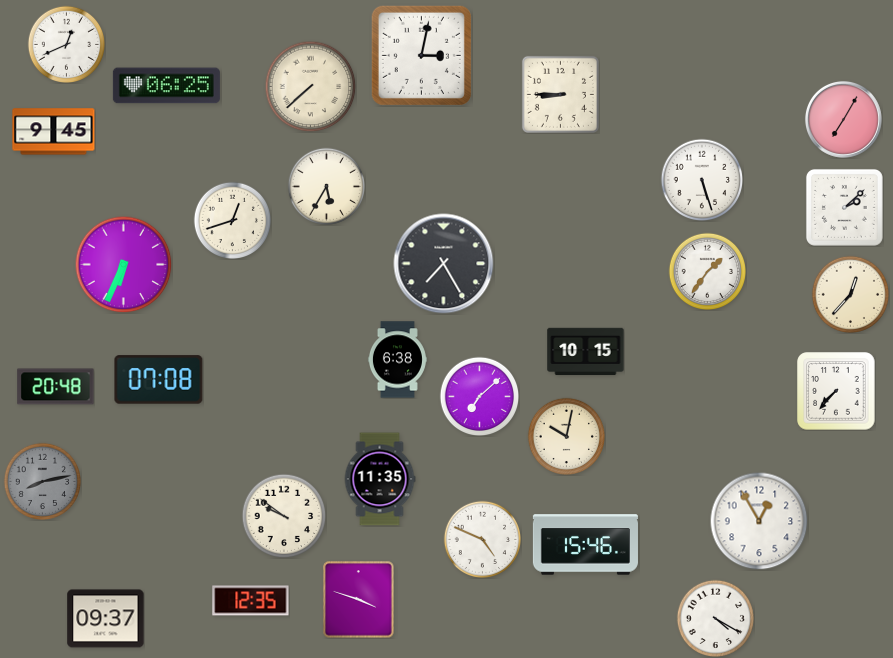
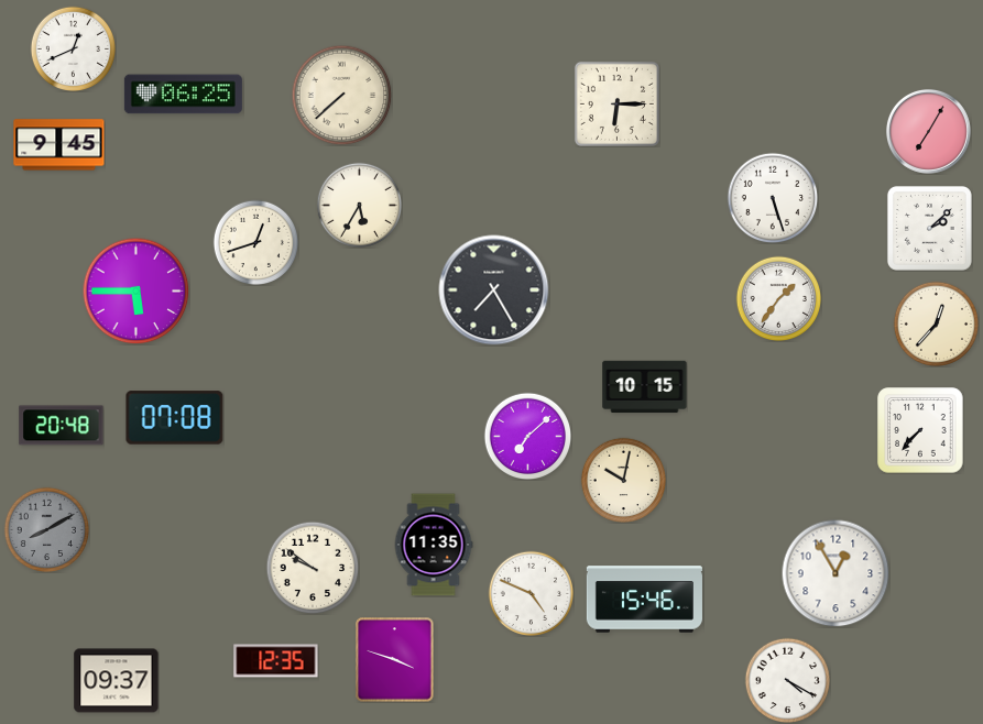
clock at (421, 55): 3:02 -> none
clock at (560, 94): 8:45 -> 6:15
clock at (123, 264): 6:34 -> 5:45
clock at (444, 264) position: (444, 264) -> (494, 290)
clock at (397, 360): 6:38 -> none
clock at (380, 479) position: (380, 479) -> (434, 545)
clock at (42, 481): 8:13 -> 8:10
